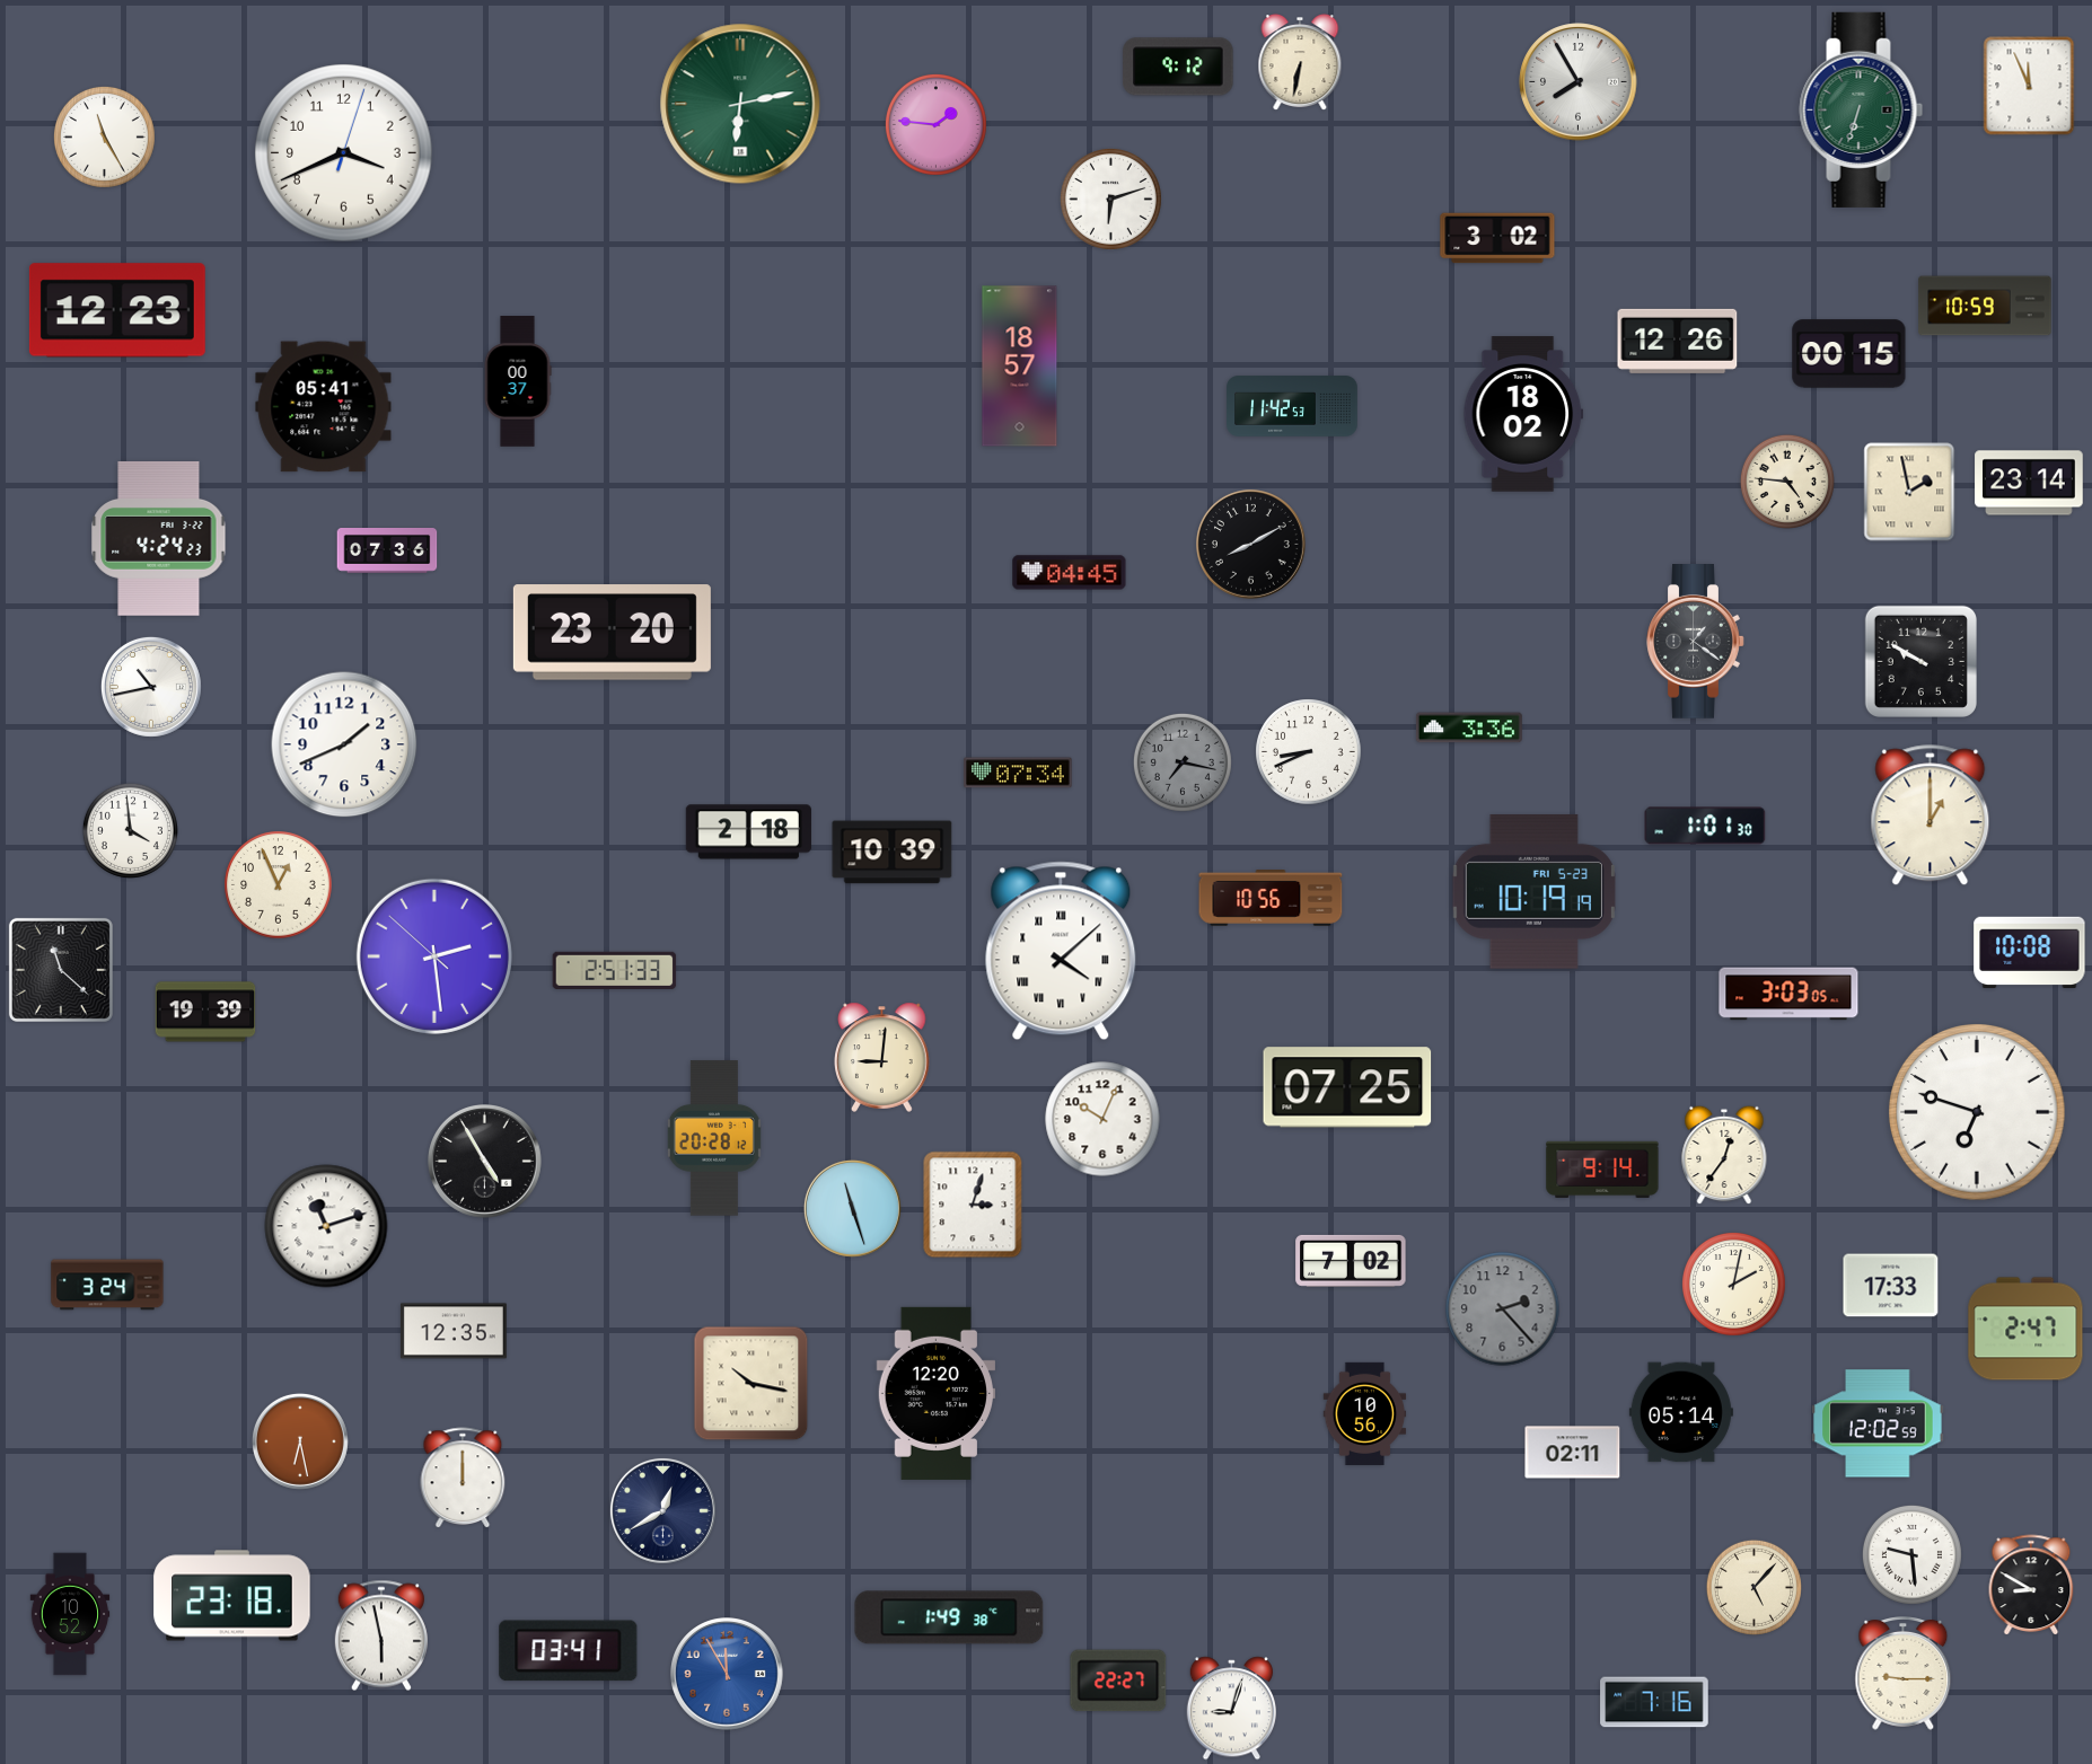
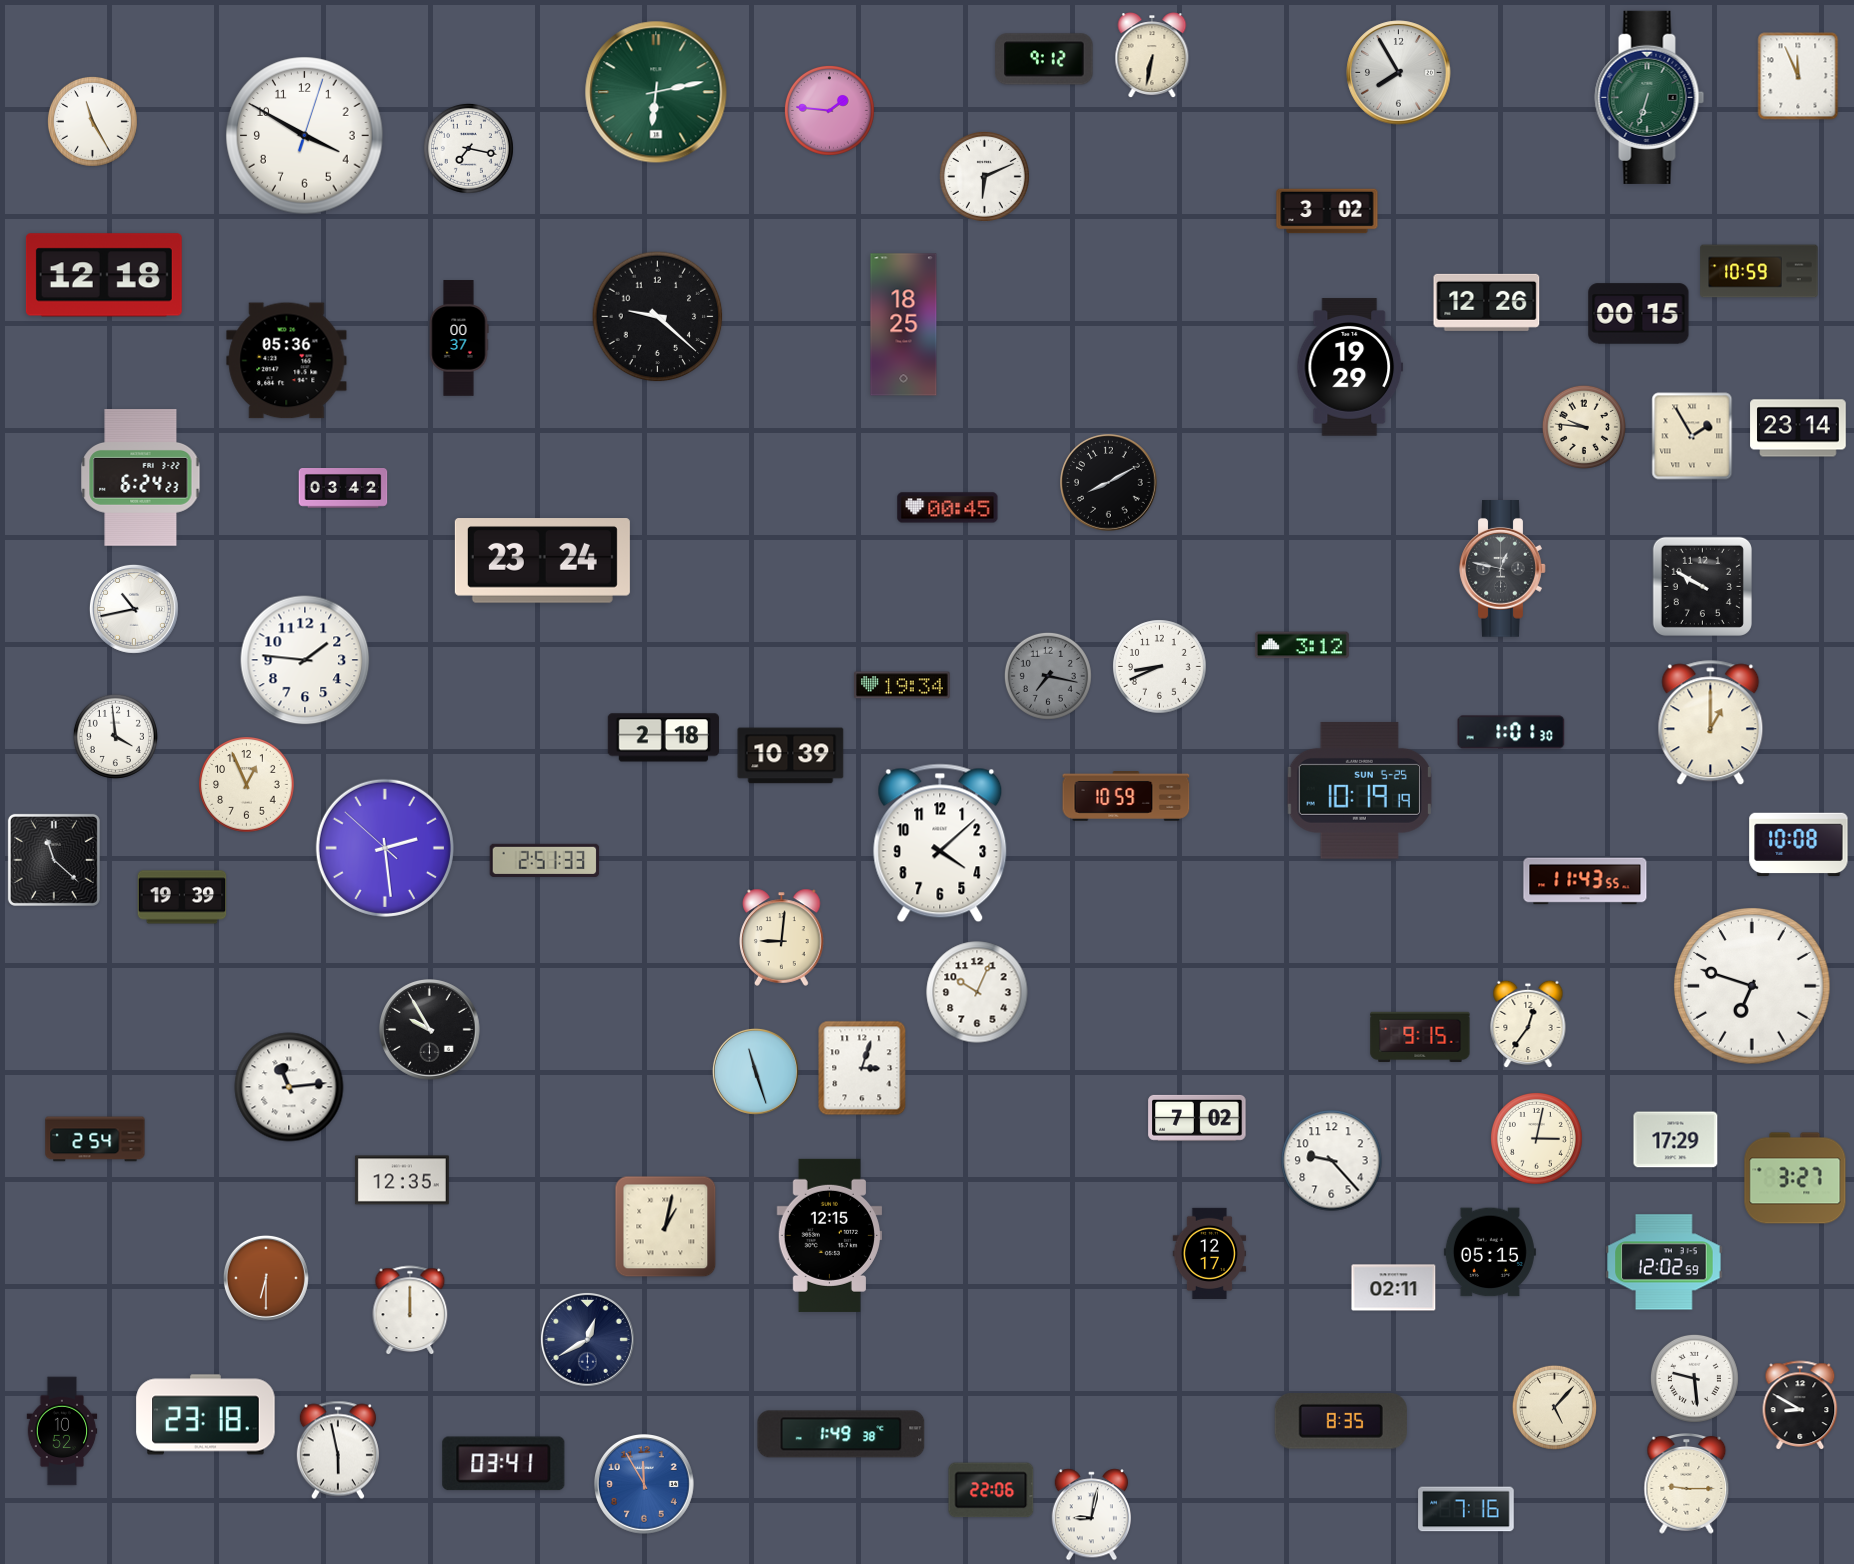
clock at (344, 153): 3:41 -> 3:50
clock at (468, 148): none -> 7:17
clock at (1110, 199): 6:12 -> 6:11
clock at (117, 310): 12:23 -> 12:18
clock at (658, 317): none -> 9:22
clock at (1020, 367): 18:57 -> 18:25
clock at (1292, 406): 11:42 -> none
clock at (324, 407): 05:41 -> 05:36
clock at (1523, 414): 18:02 -> 19:29
clock at (1787, 482): 4:46 -> 9:46
clock at (1909, 492): 1:58 -> 1:55
clock at (159, 539): 4:24 -> 6:24
clock at (387, 552): 07:36 -> 03:42
clock at (1070, 573): 04:45 -> 00:45
clock at (612, 633): 23:20 -> 23:24
clock at (1696, 642): 1:21 -> 12:47
clock at (1469, 727): 3:36 -> 3:12
clock at (344, 744): 1:41 -> 1:46
clock at (1018, 773): 07:34 -> 19:34
clock at (1533, 891) date: FRI 5-23 -> SUN 5-25
clock at (1271, 898): 10:56 -> 10:59
clock at (1061, 951) numerals: Roman -> Arabic
clock at (1788, 994): 3:03 -> 11:43
clock at (1347, 1087): 07:25 -> none
clock at (714, 1138): 20:28 -> none
clock at (485, 1162): 4:55 -> 9:55
clock at (1602, 1170): 9:14 -> 9:15
clock at (326, 1226): 11:12 -> 11:14
clock at (107, 1285): 3:24 -> 2:54
clock at (1734, 1285): 2:02 -> 3:02
clock at (1891, 1286): 17:33 -> 17:29
clock at (1503, 1309): 2:23 -> 9:23
clock at (1503, 1309) dial: grey -> white
clock at (2025, 1329): 2:47 -> 3:27
clock at (751, 1384): 10:17 -> 1:02
clock at (935, 1393): 12:20 -> 12:15
clock at (1681, 1412): 05:14 -> 05:15
clock at (1365, 1413): 10:56 -> 12:17
clock at (300, 1441): 6:28 -> 6:30
clock at (1341, 1422): none -> 8:35
clock at (1118, 1681): 22:27 -> 22:06
clock at (1231, 1709): 9:03 -> 9:02
